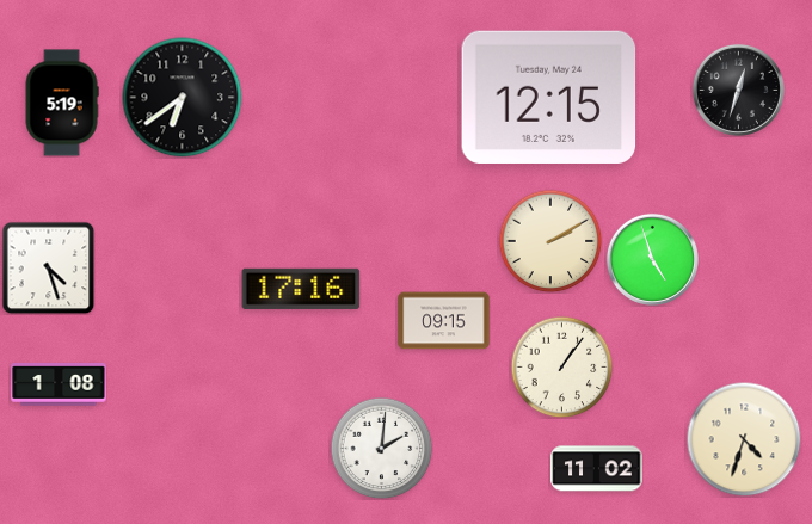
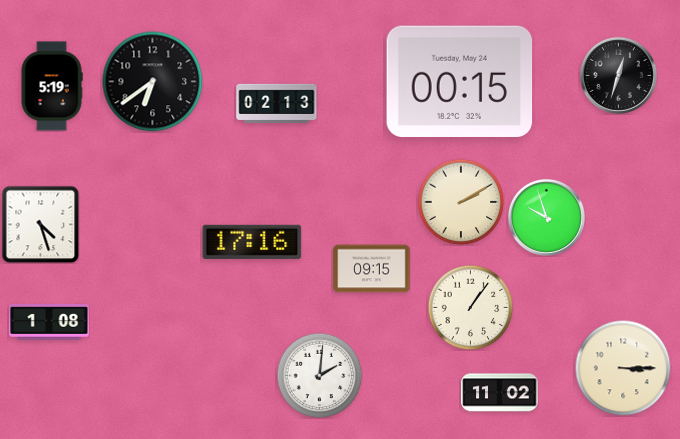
clock at (549, 97): 12:15 -> 00:15
clock at (277, 103): none -> 02:13
clock at (652, 259): 4:57 -> 9:57
clock at (744, 439): 4:33 -> 3:15
